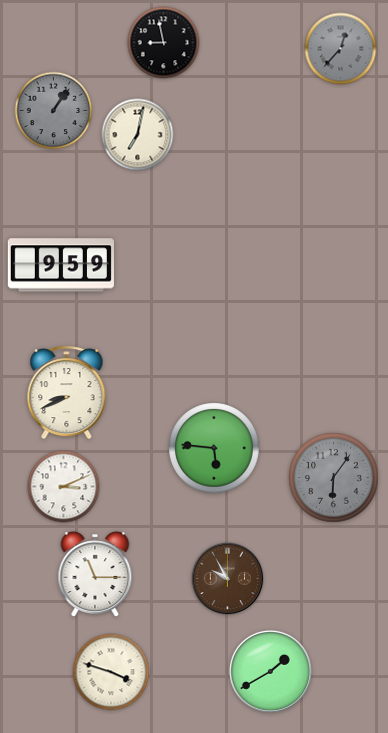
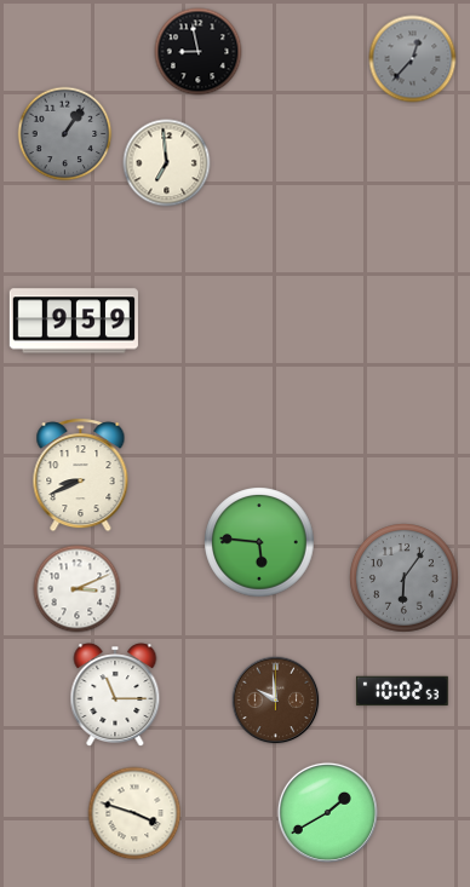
clock at (138, 135): 7:02 -> 6:59
clock at (402, 691): none -> 10:02
clock at (228, 579): 9:55 -> 9:59
